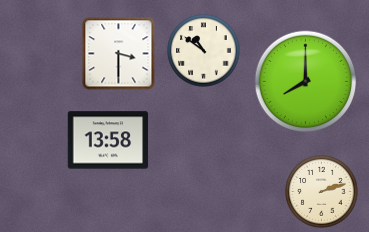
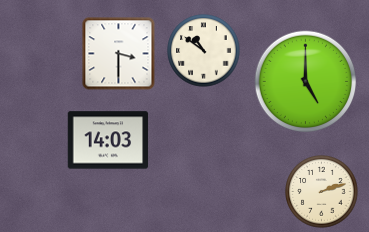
clock at (306, 82): 8:00 -> 5:00
clock at (108, 140): 13:58 -> 14:03
